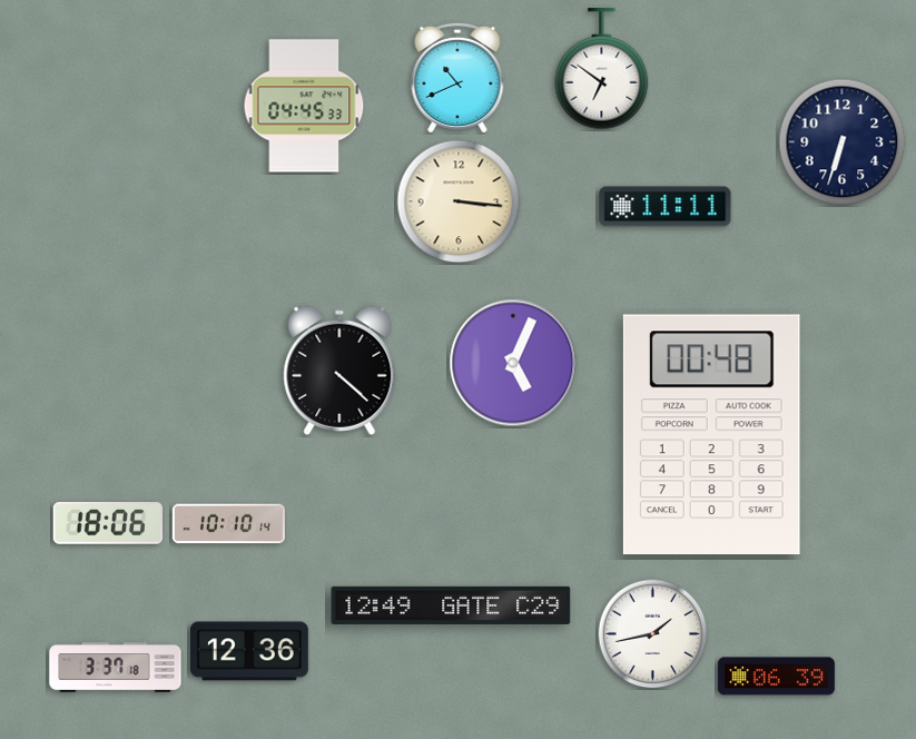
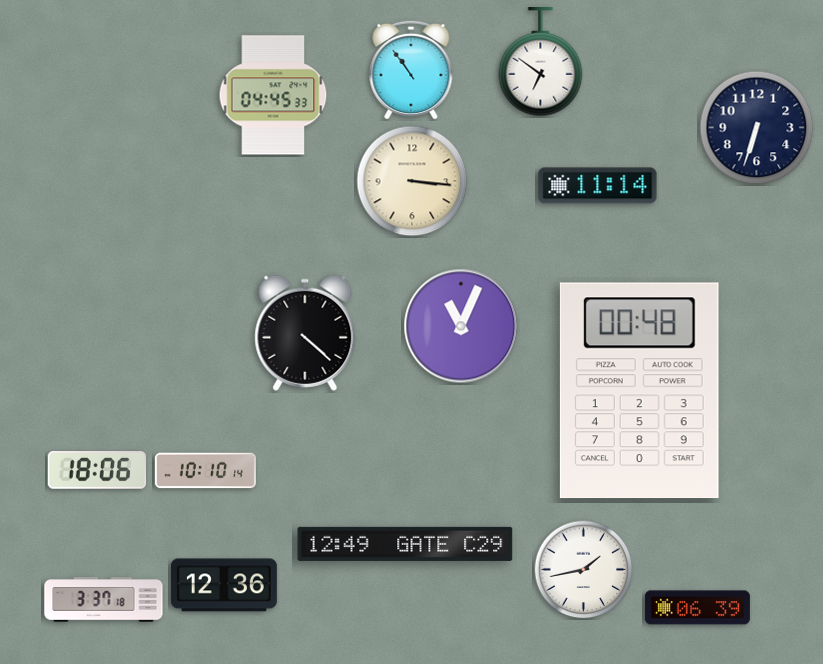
clock at (457, 77): 10:41 -> 10:54
clock at (666, 207): 11:11 -> 11:14
clock at (513, 363): 5:04 -> 11:04
clock at (653, 634) position: (653, 634) -> (584, 570)
